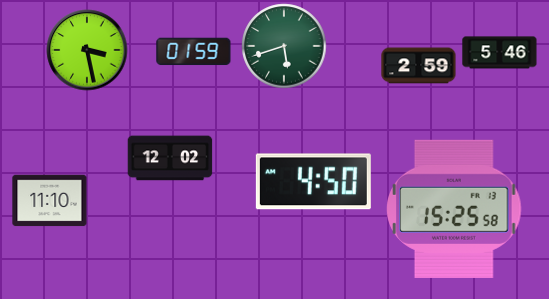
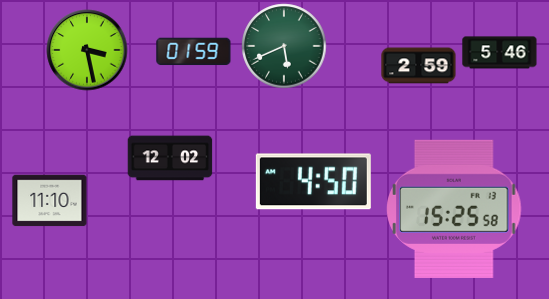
clock at (284, 46): 5:42 -> 5:41
